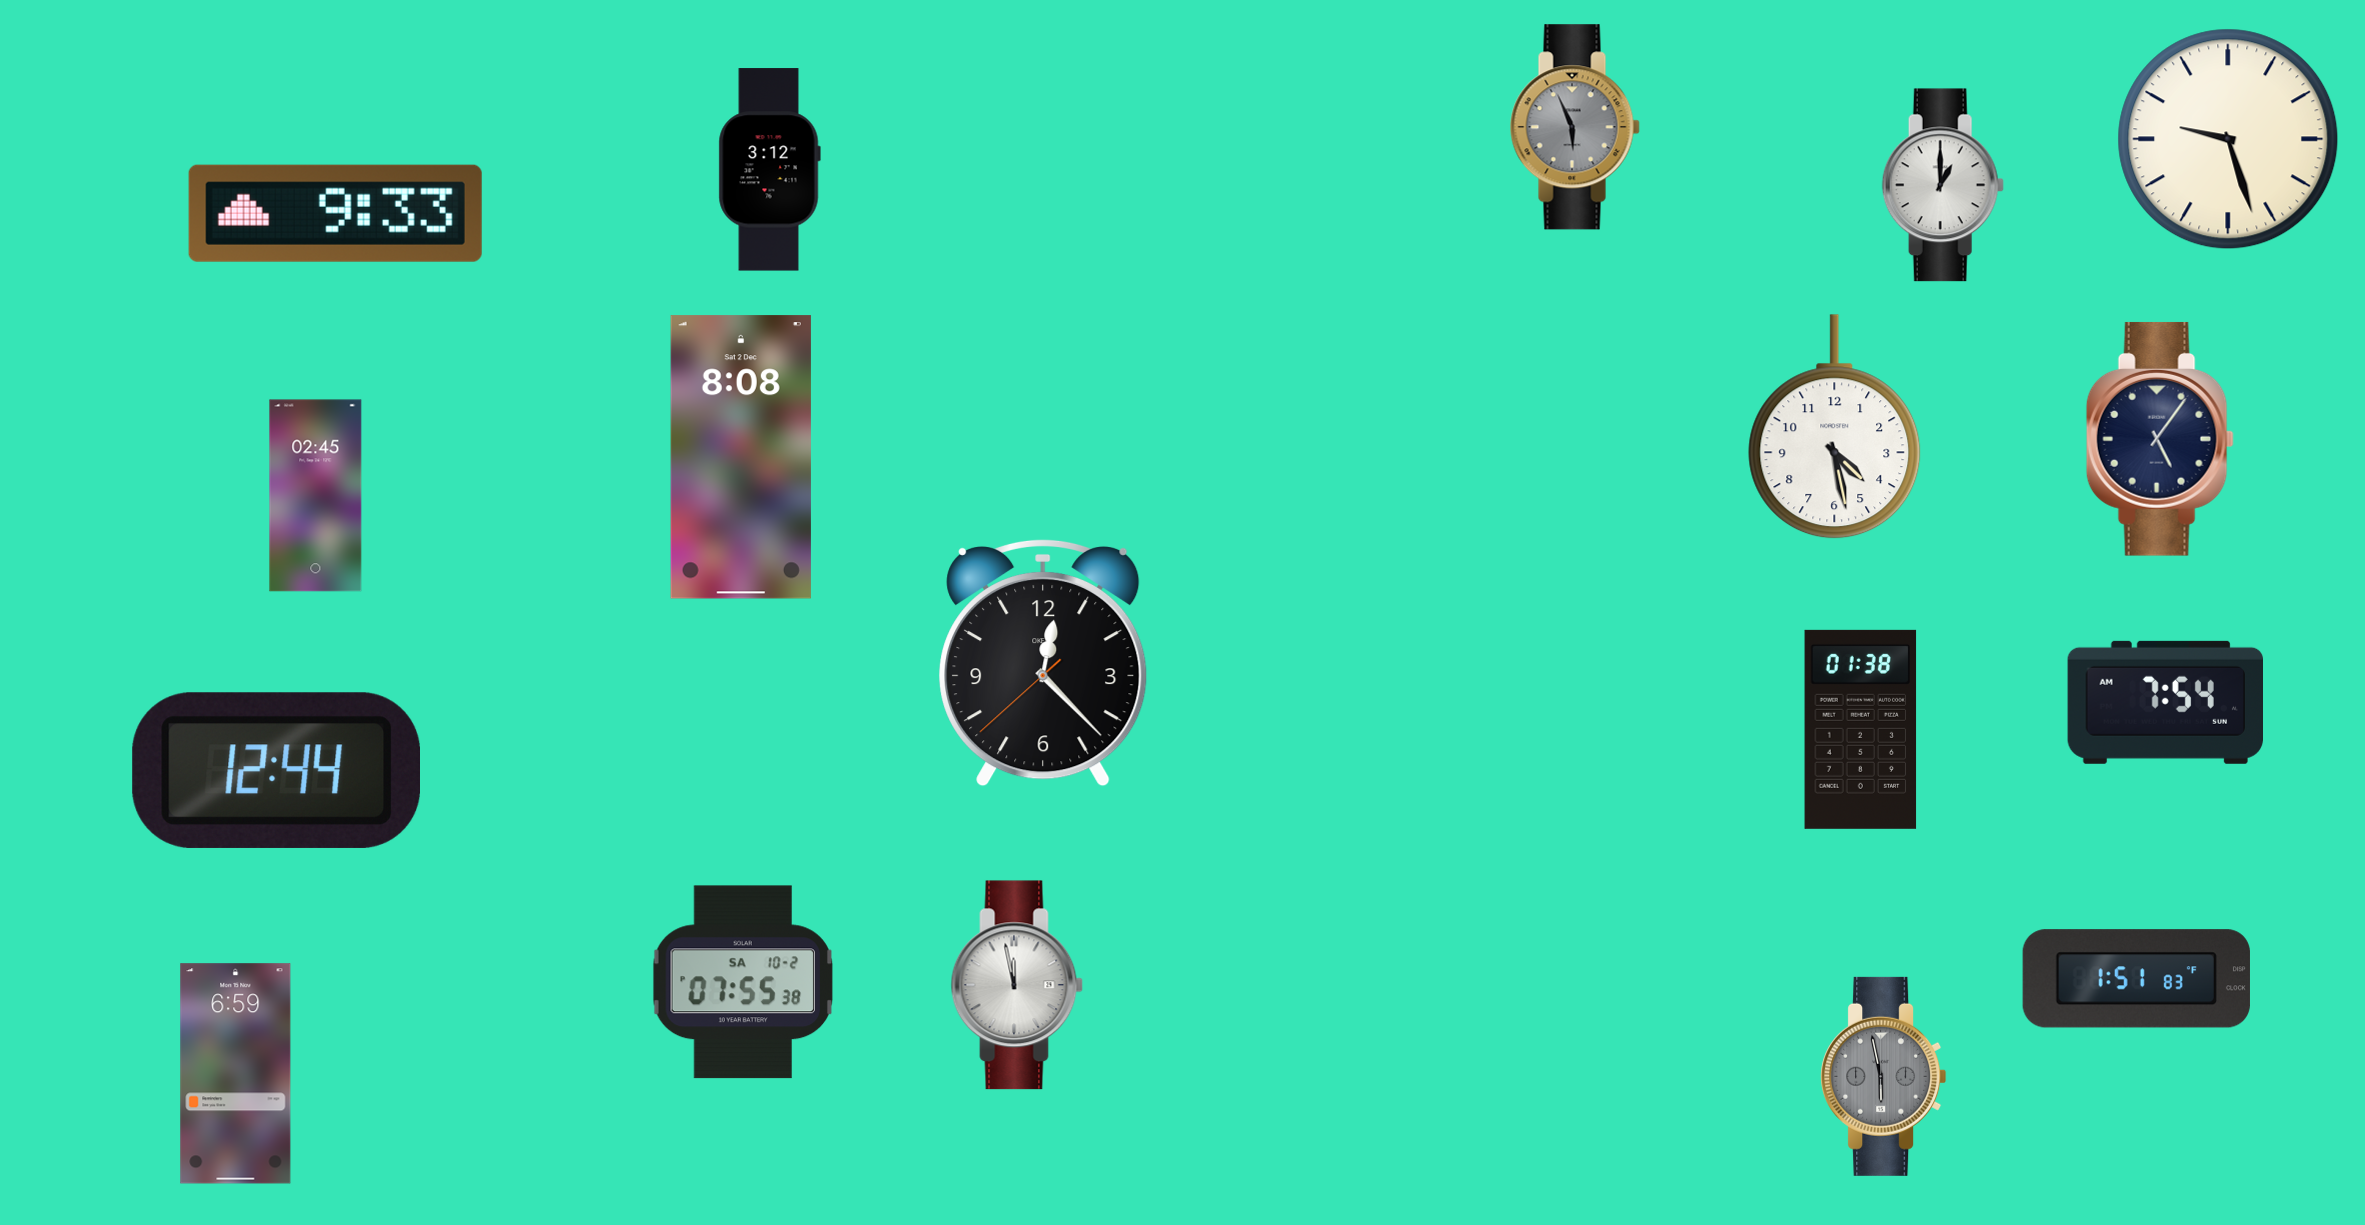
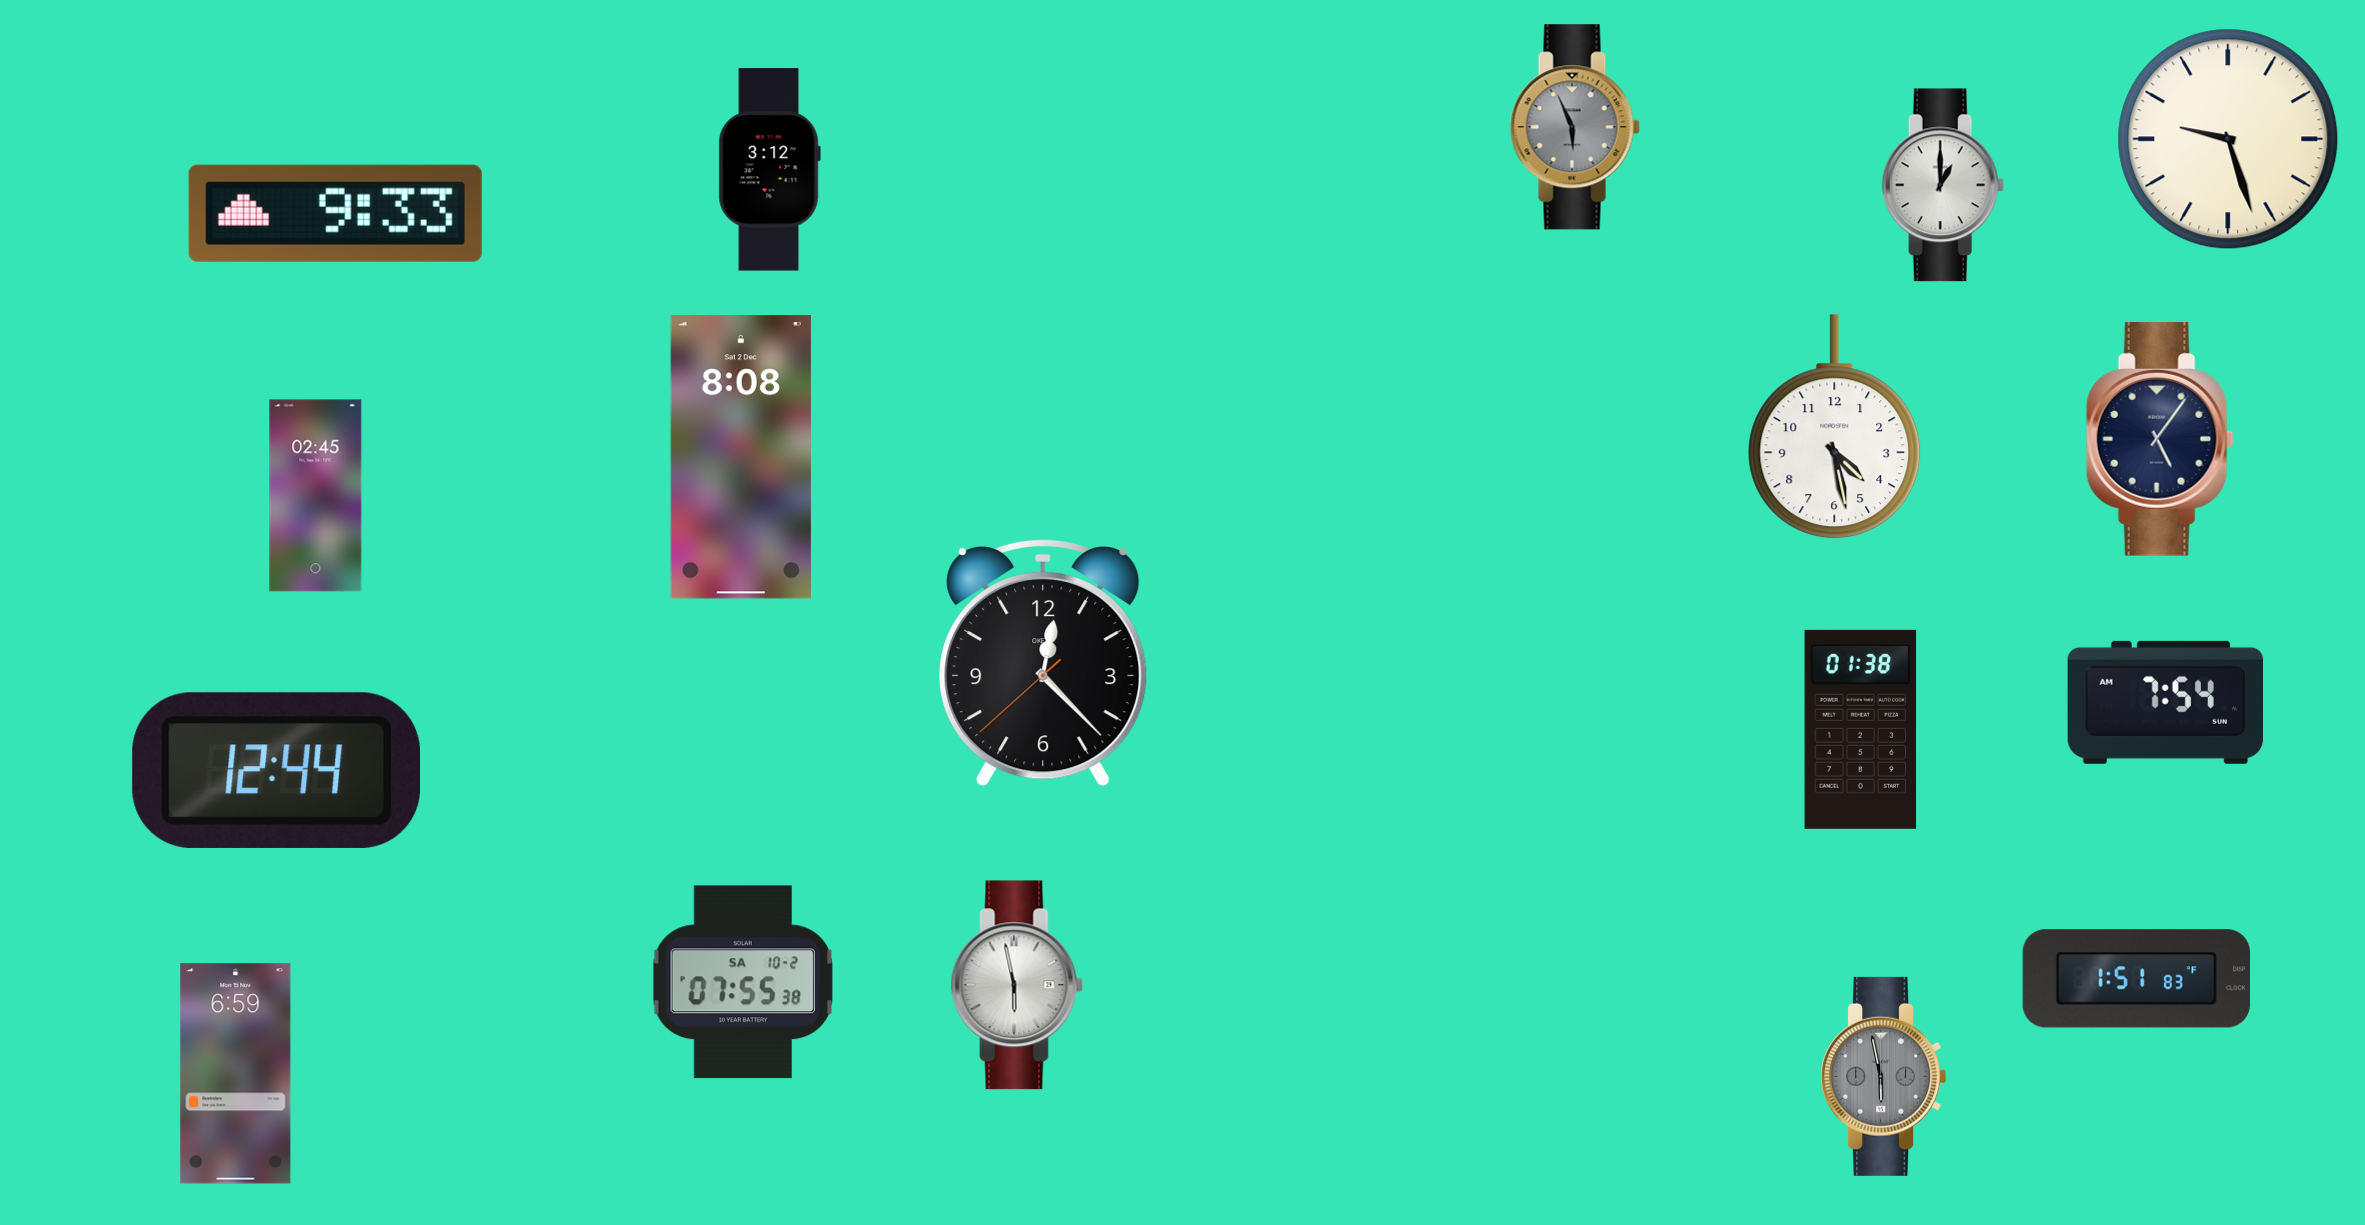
clock at (1017, 985): 11:58 -> 5:58
